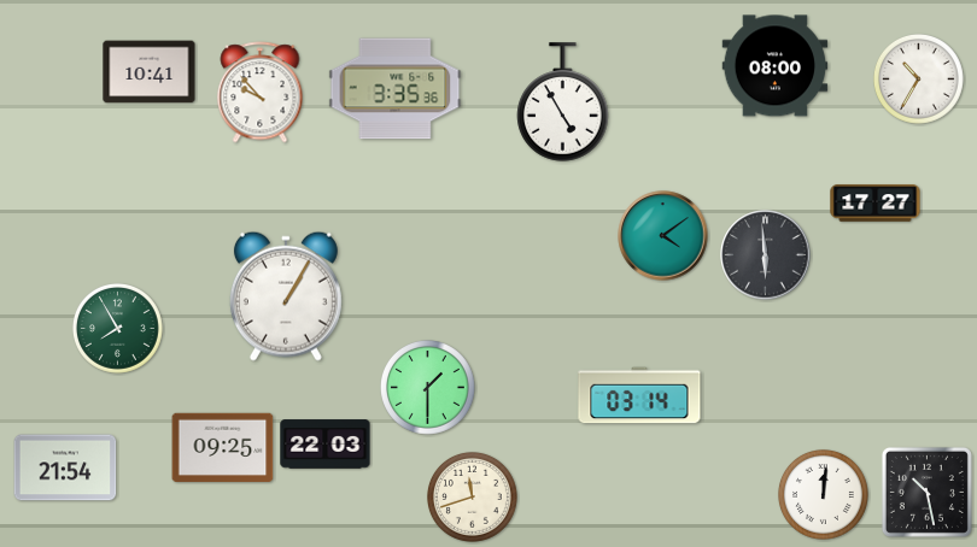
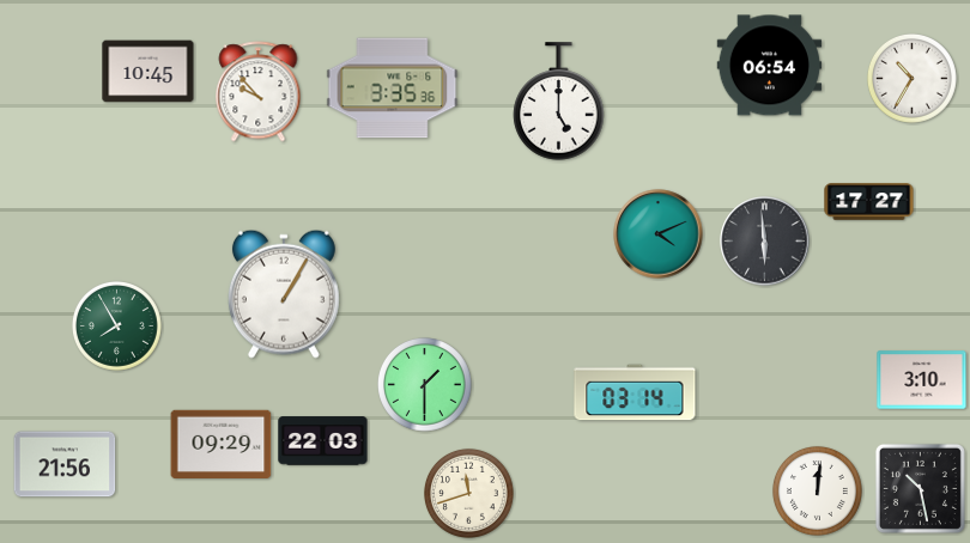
clock at (776, 66): 08:00 -> 06:54
clock at (150, 72): 10:41 -> 10:45
clock at (563, 102): 4:55 -> 5:00
clock at (663, 236): 4:09 -> 4:11
clock at (766, 255) position: (766, 255) -> (765, 242)
clock at (922, 380): none -> 3:10
clock at (223, 447): 09:25 -> 09:29
clock at (65, 467): 21:54 -> 21:56
